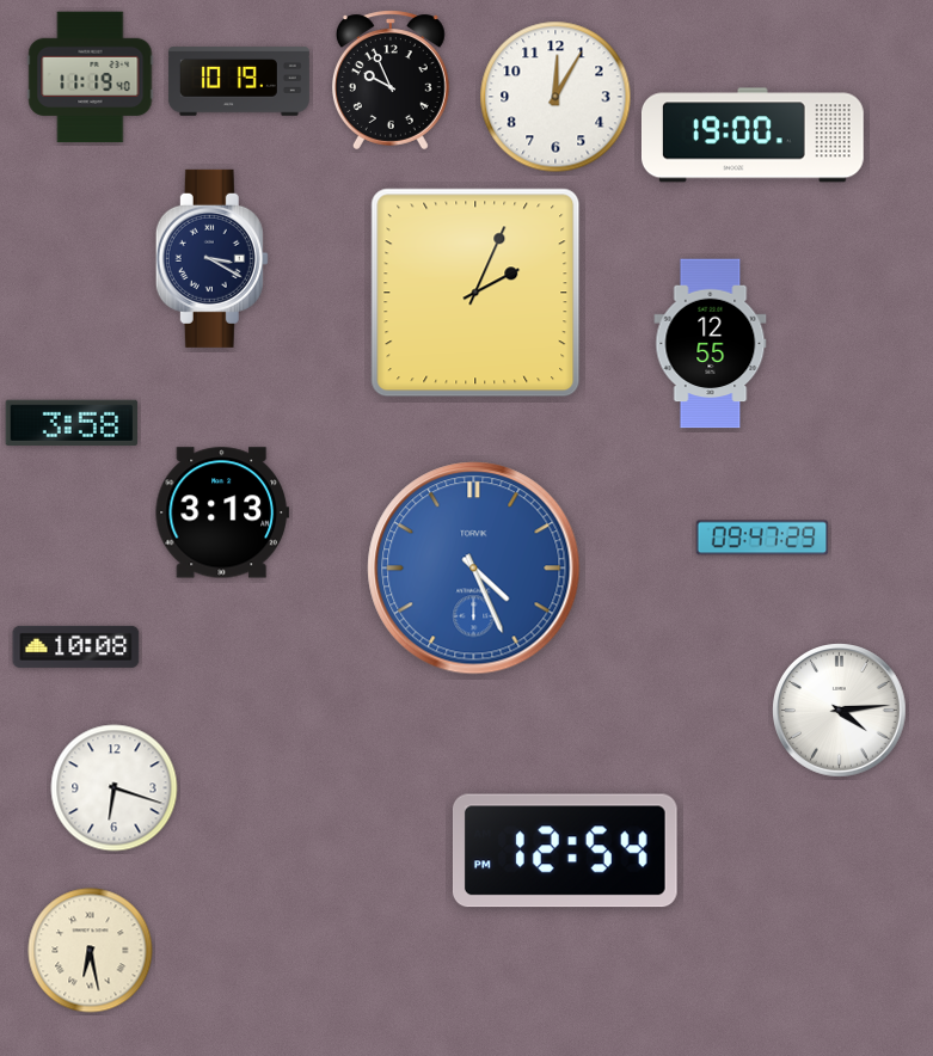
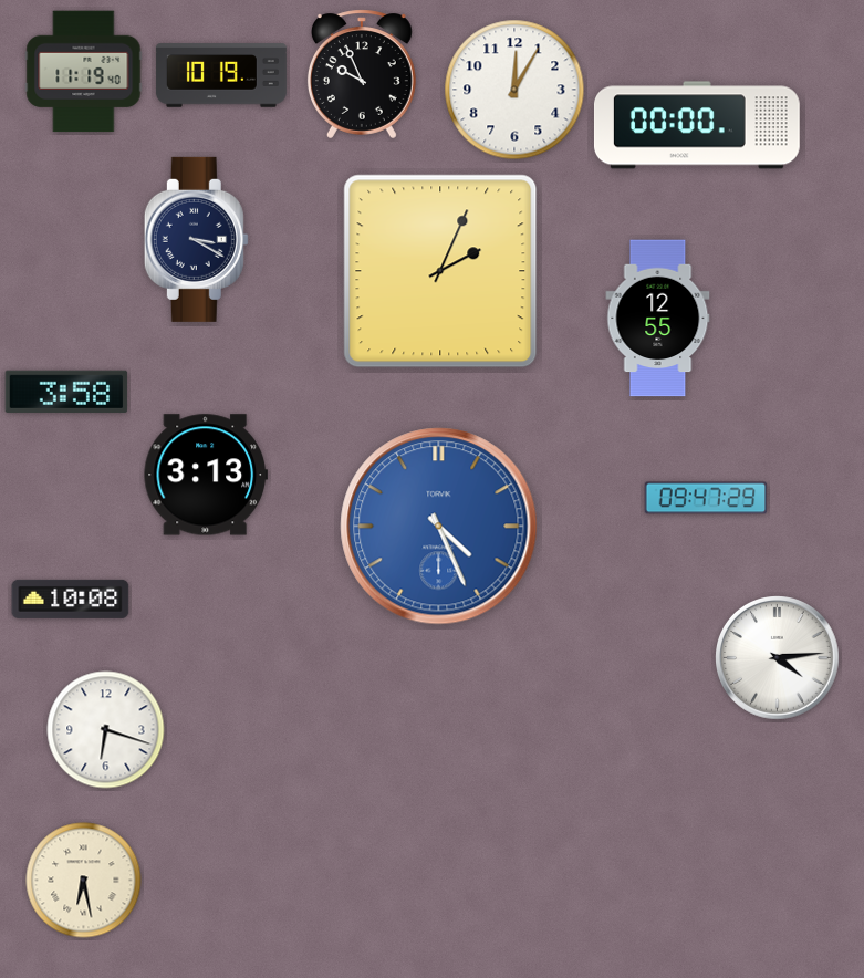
clock at (753, 135): 19:00 -> 00:00
clock at (565, 851): 12:54 -> none
